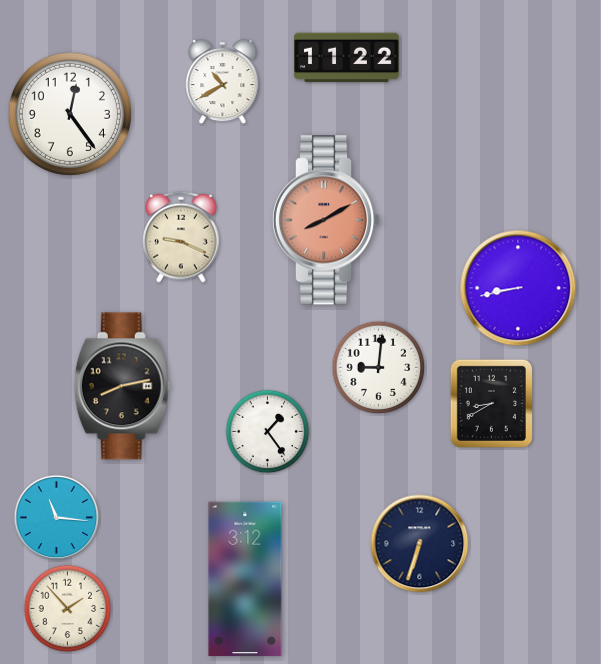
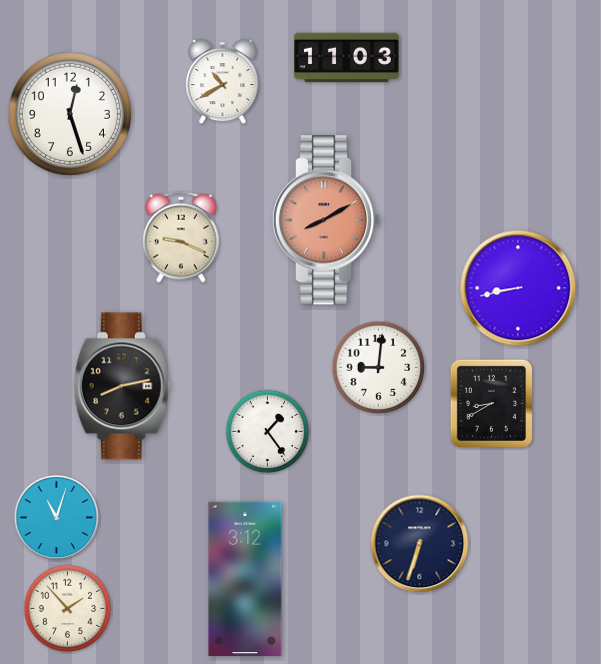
clock at (347, 58): 11:22 -> 11:03
clock at (70, 114): 12:24 -> 12:27
clock at (57, 518): 11:16 -> 11:03
